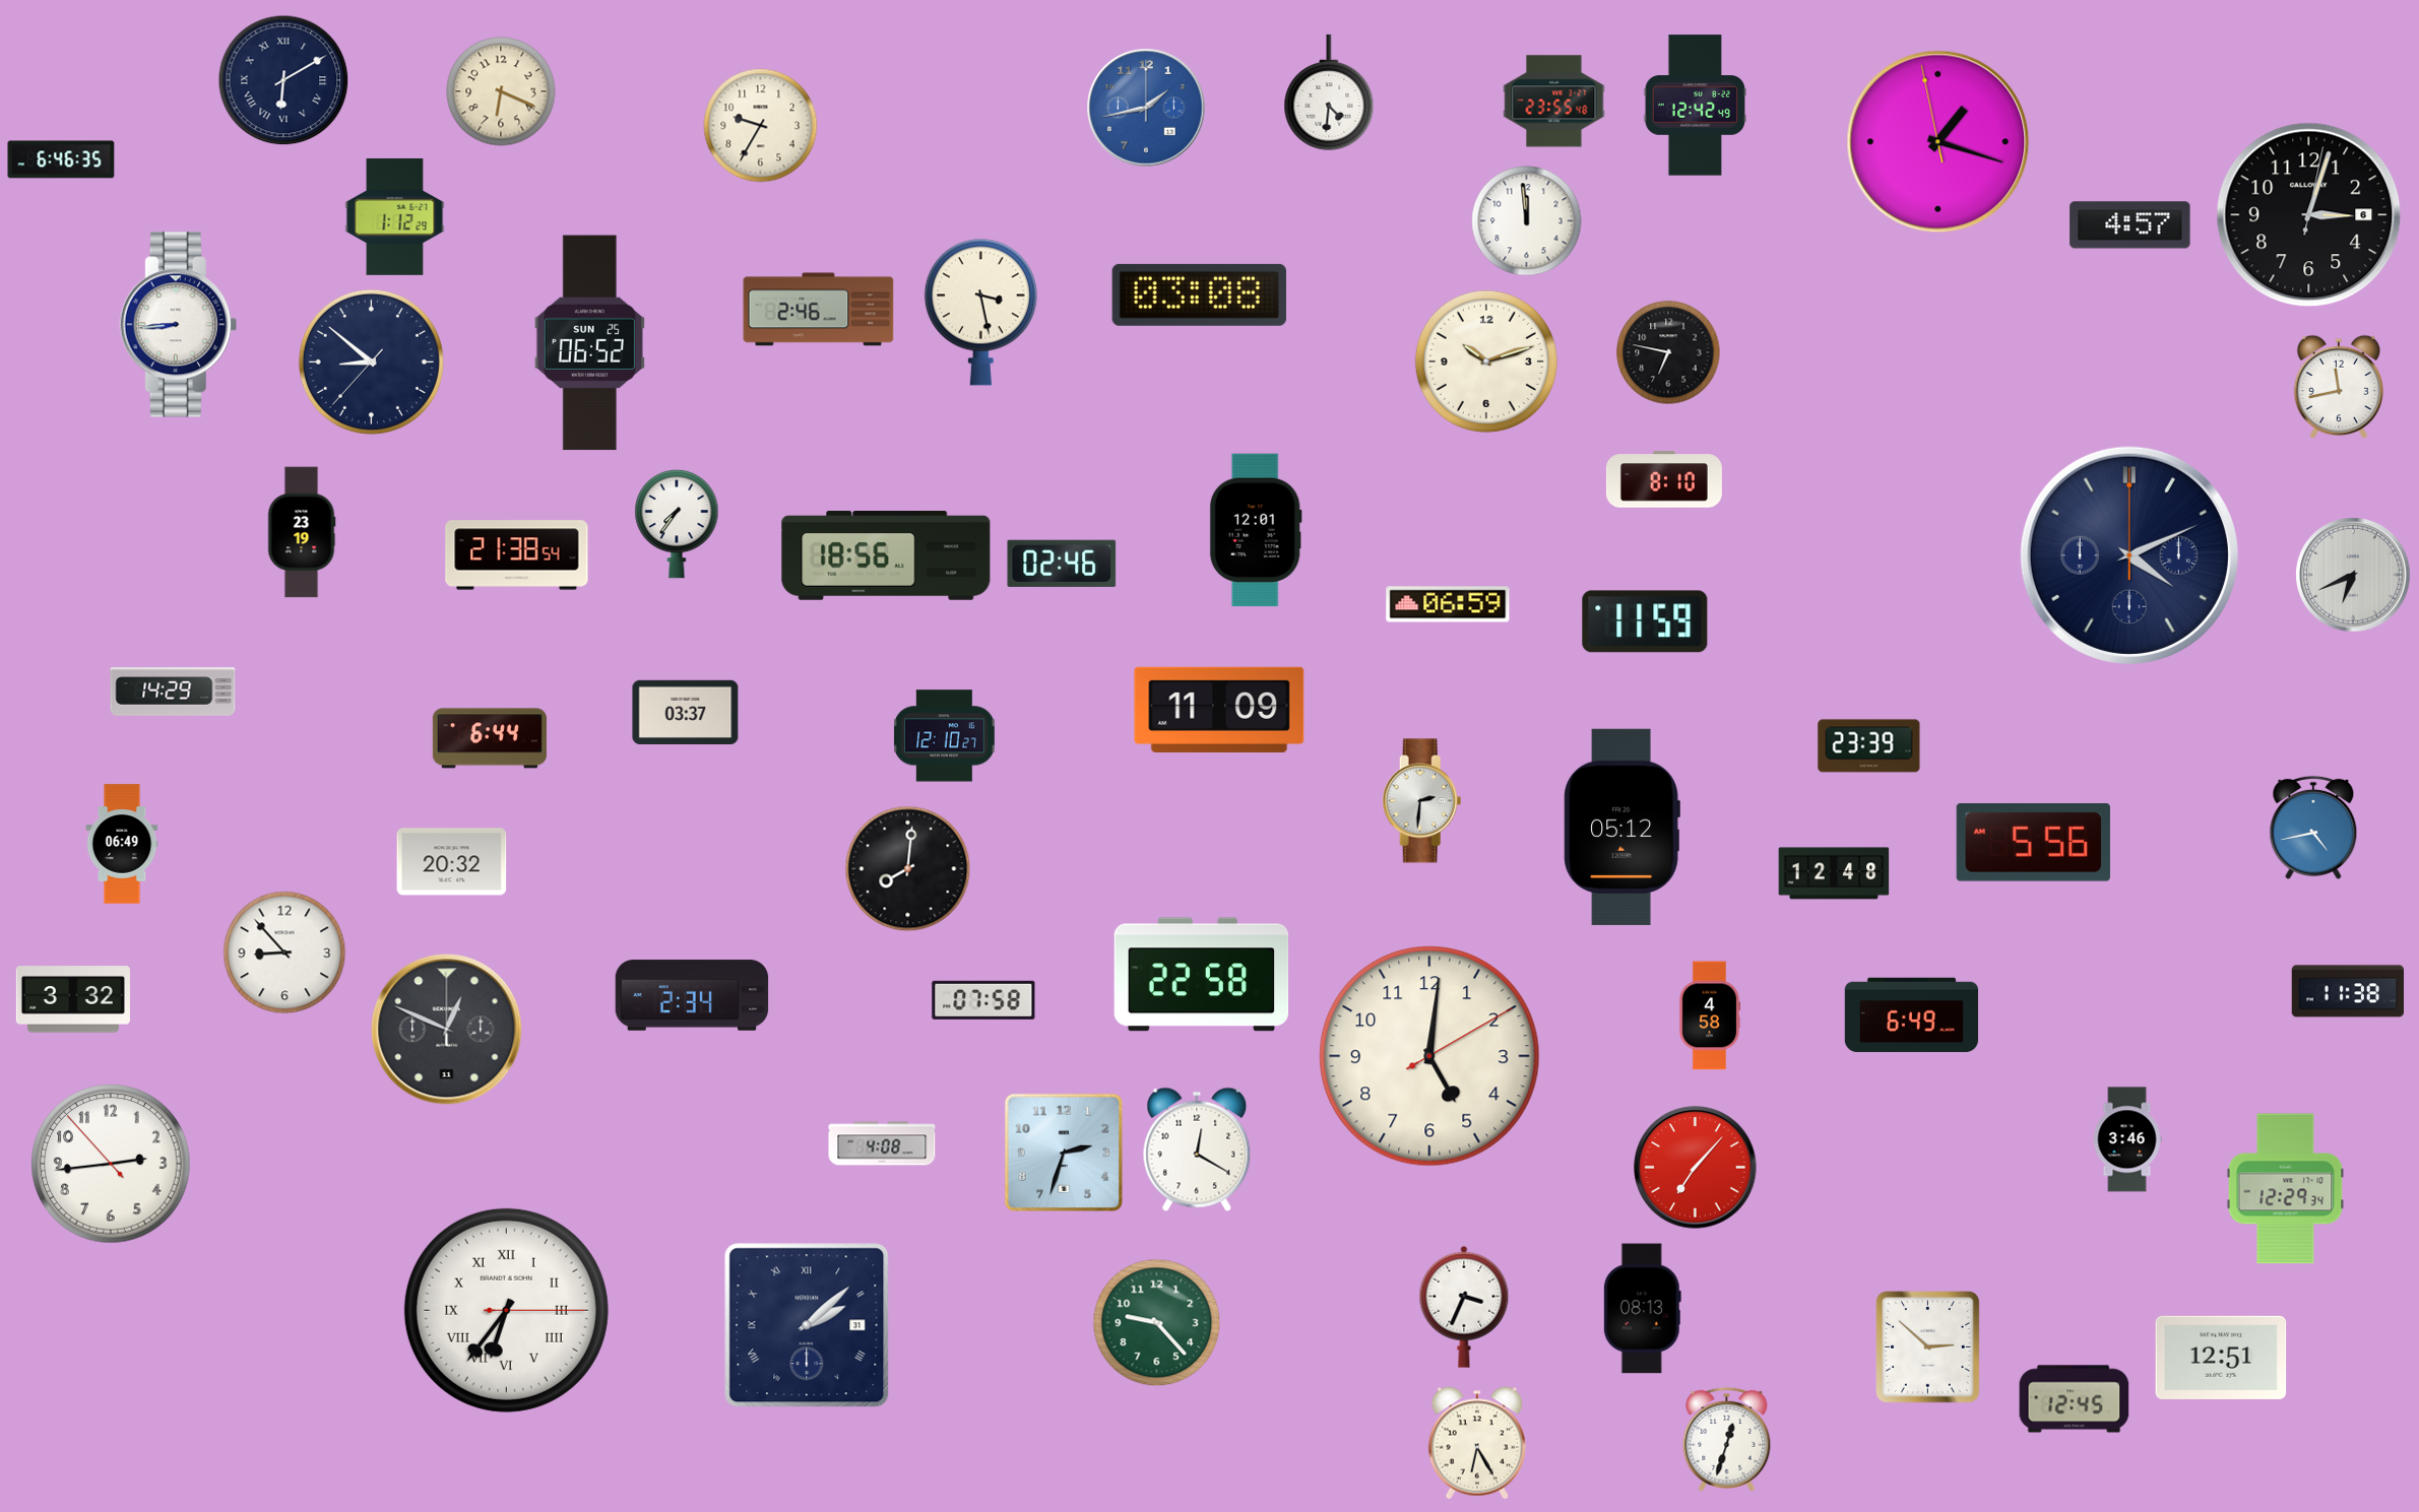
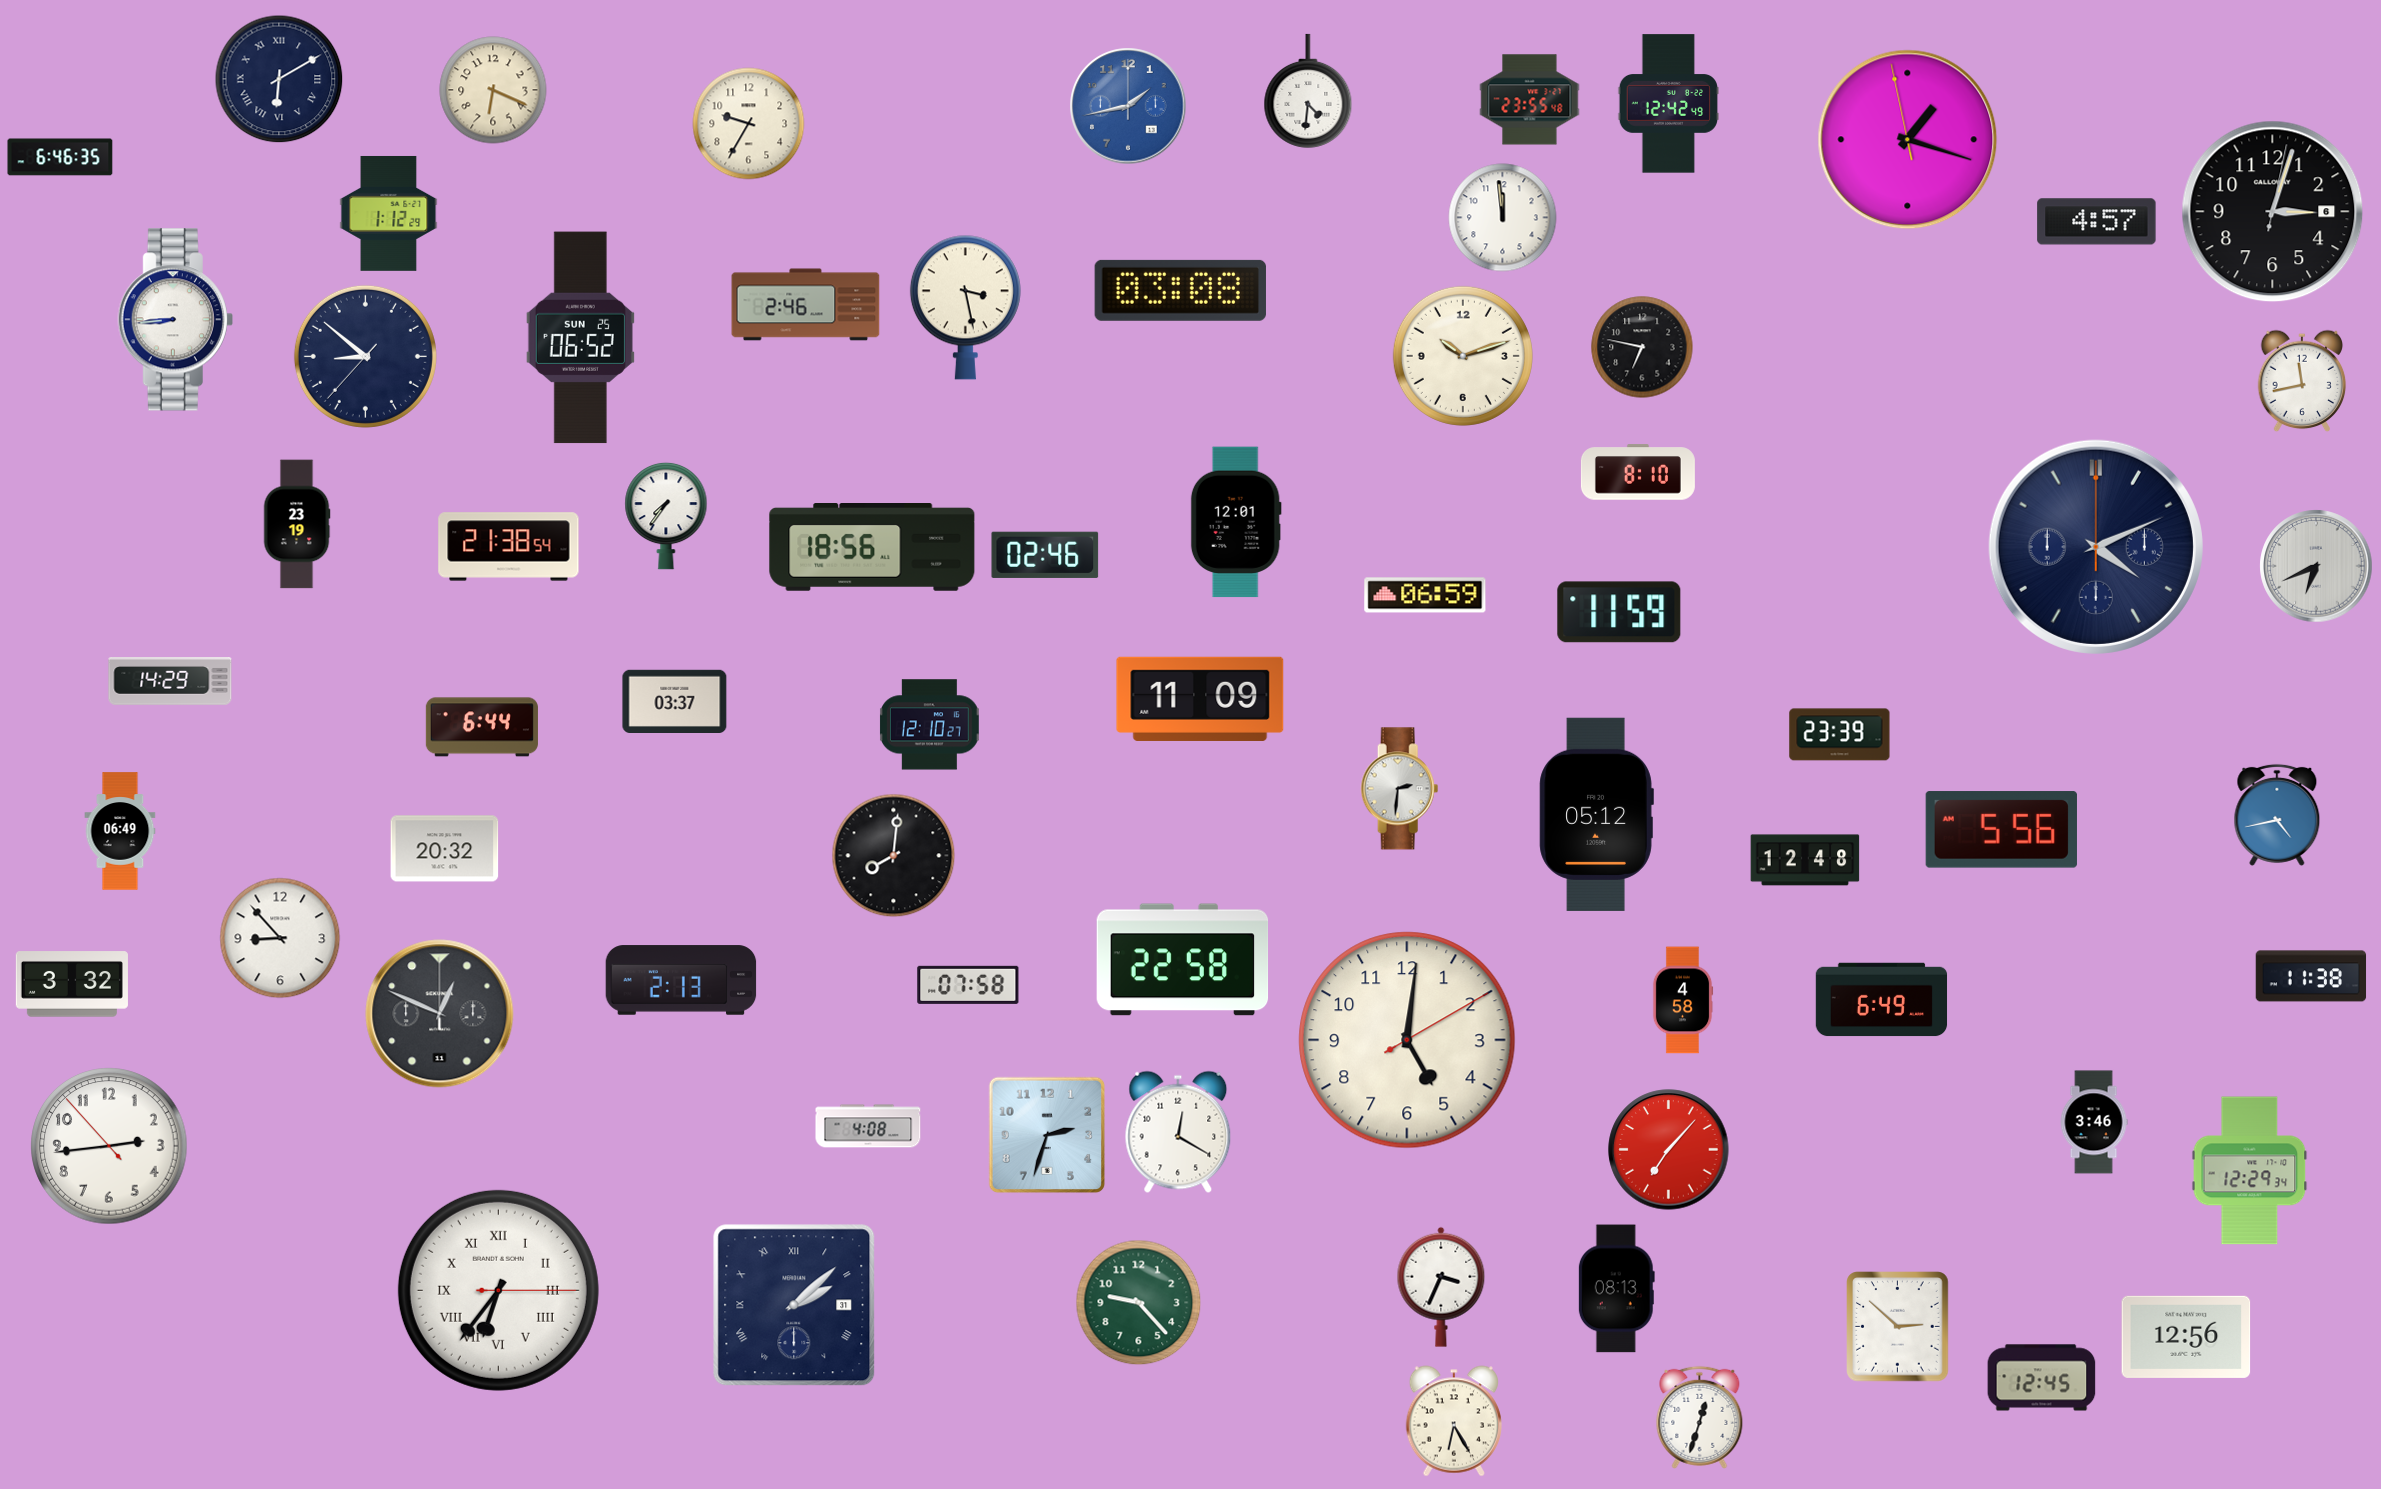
clock at (692, 995): 2:34 -> 2:13
clock at (2221, 1358): 12:51 -> 12:56
